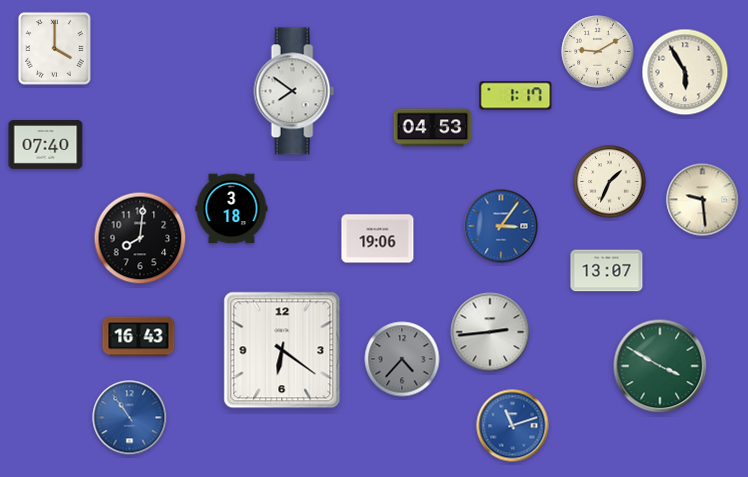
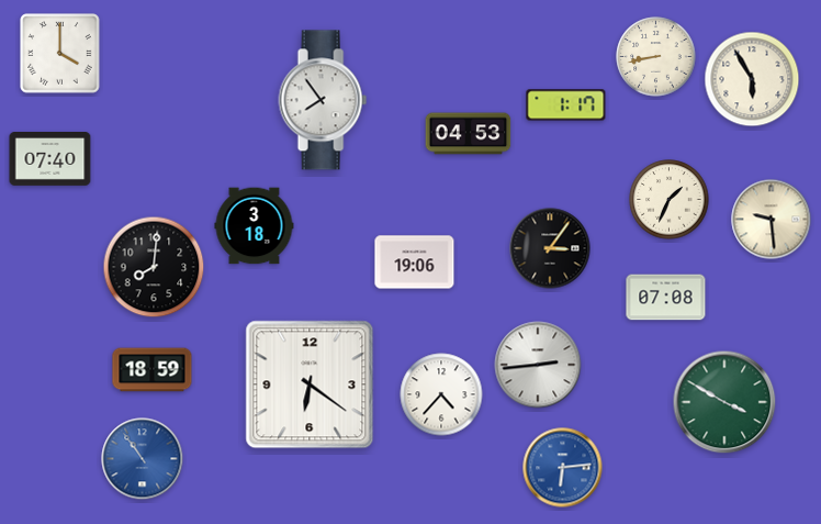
clock at (598, 52): 9:10 -> 8:43
clock at (294, 91): 7:51 -> 7:54
clock at (433, 128) position: (433, 128) -> (469, 134)
clock at (232, 209) position: (232, 209) -> (255, 226)
clock at (501, 226) dial: blue -> black
clock at (140, 238) position: (140, 238) -> (154, 267)
clock at (607, 271): 13:07 -> 07:08
clock at (139, 337): 16:43 -> 18:59
clock at (402, 359) dial: grey -> white
clock at (513, 426): 11:12 -> 6:14
